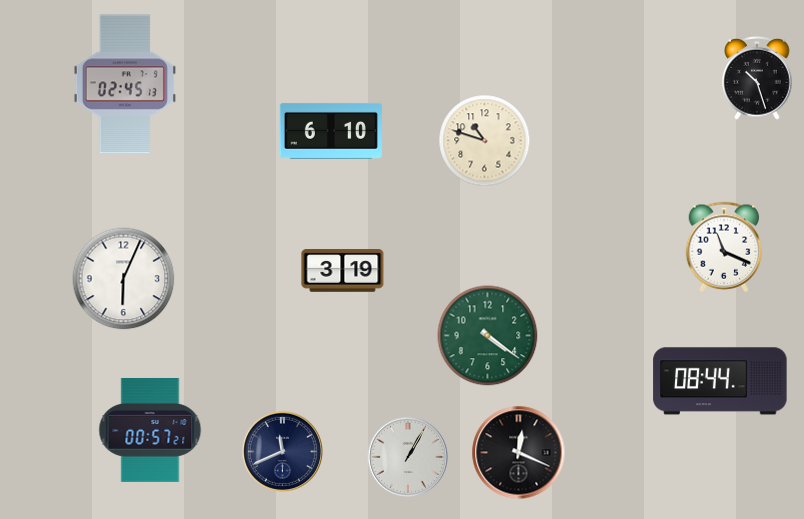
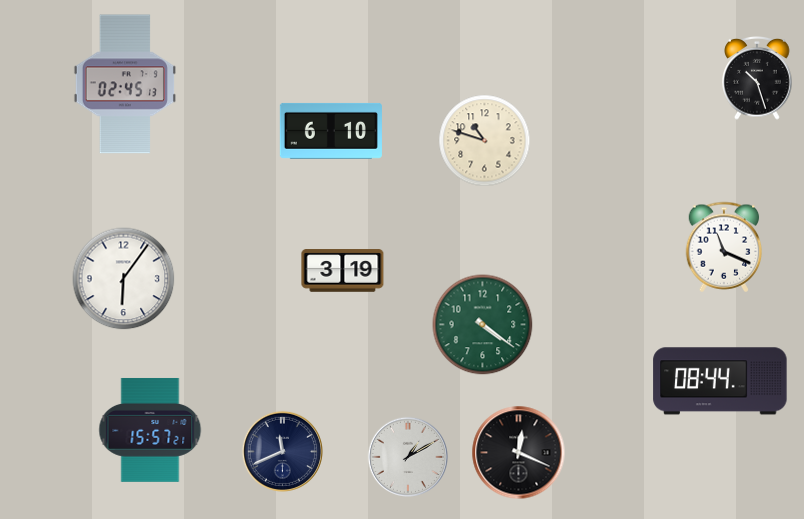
clock at (124, 279): 6:04 -> 6:06
clock at (488, 336) position: (488, 336) -> (483, 325)
clock at (150, 430): 00:57 -> 15:57
clock at (408, 457): 1:05 -> 1:10
